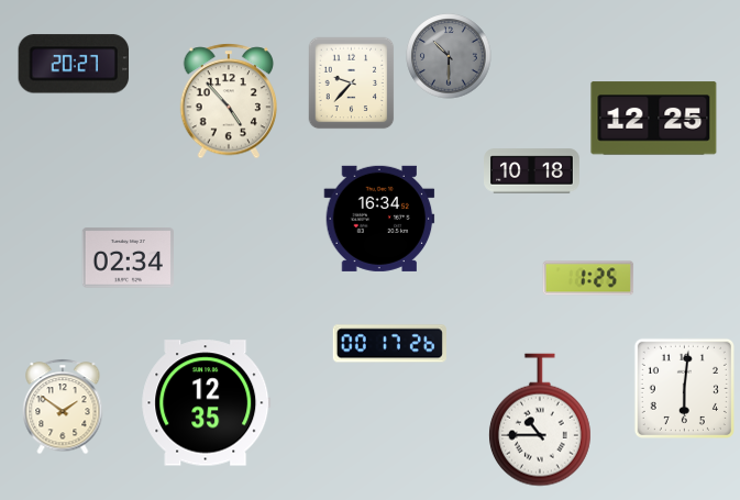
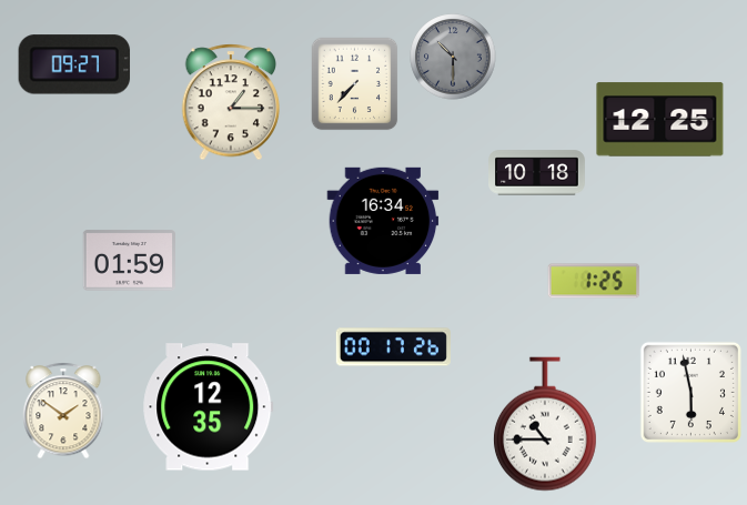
clock at (74, 64): 20:27 -> 09:27
clock at (352, 84): 9:37 -> 7:37
clock at (229, 101): 4:53 -> 1:15
clock at (128, 258): 02:34 -> 01:59
clock at (684, 388): 6:01 -> 5:58
